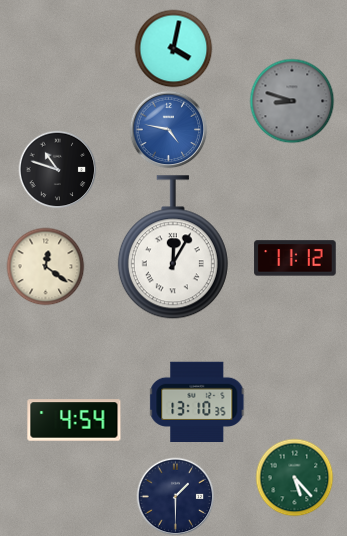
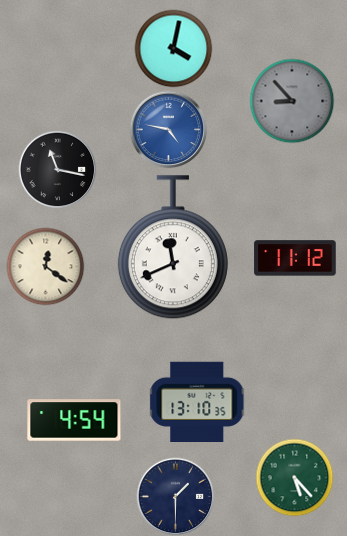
clock at (292, 101): 8:48 -> 8:53
clock at (57, 169): 10:48 -> 11:17
clock at (173, 248): 12:05 -> 11:41
